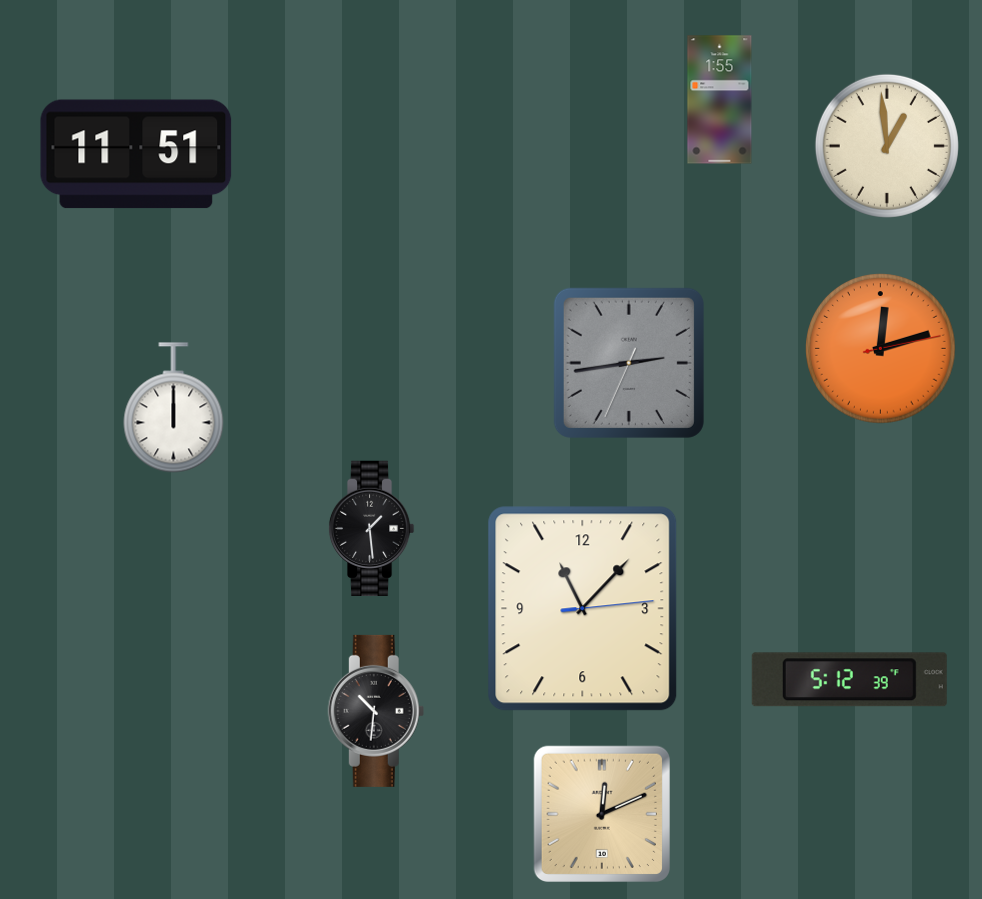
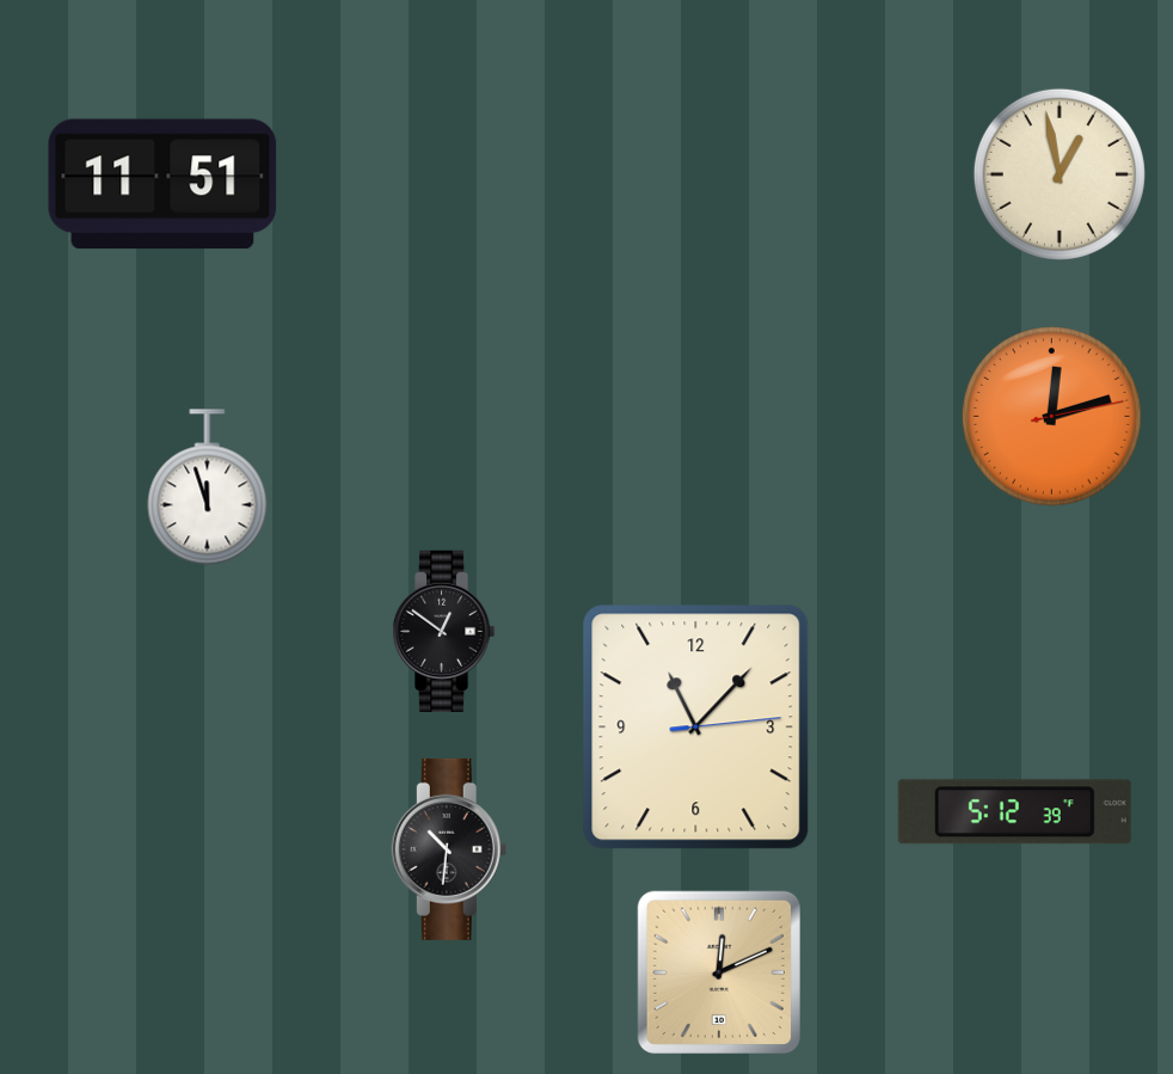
clock at (720, 100): 1:55 -> none
clock at (887, 146): 12:59 -> 12:58
clock at (629, 363): 2:43 -> none
clock at (174, 408): 12:00 -> 11:57
clock at (371, 528): 1:29 -> 12:51
